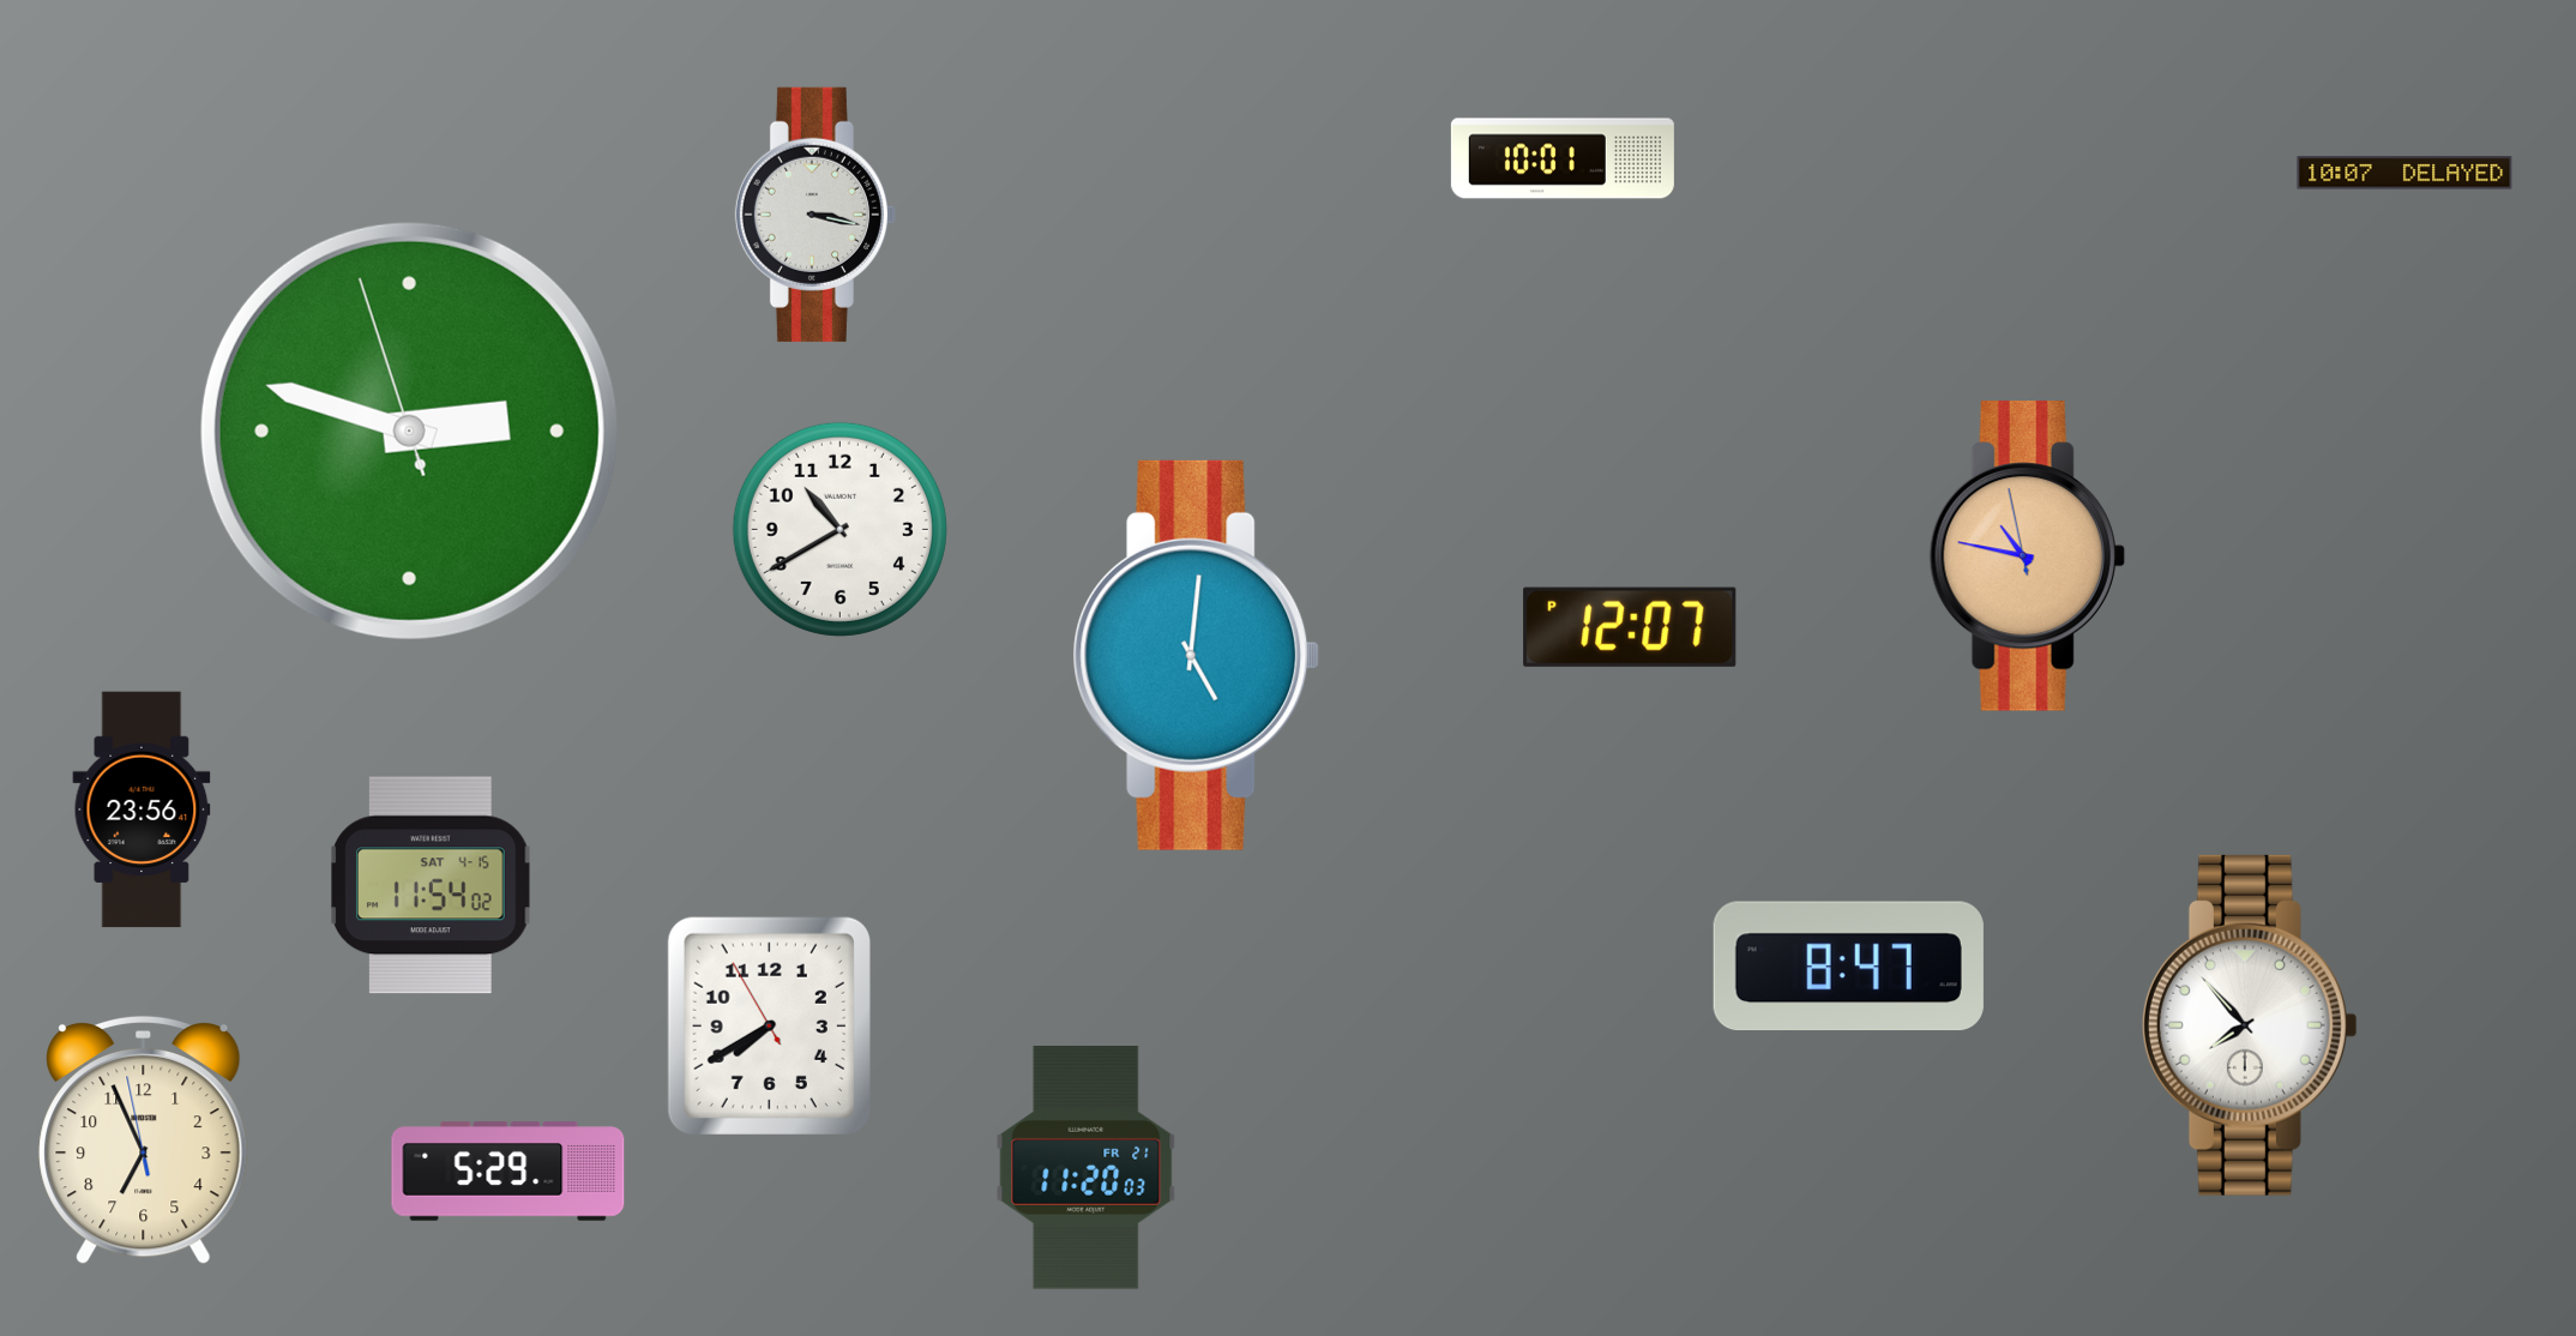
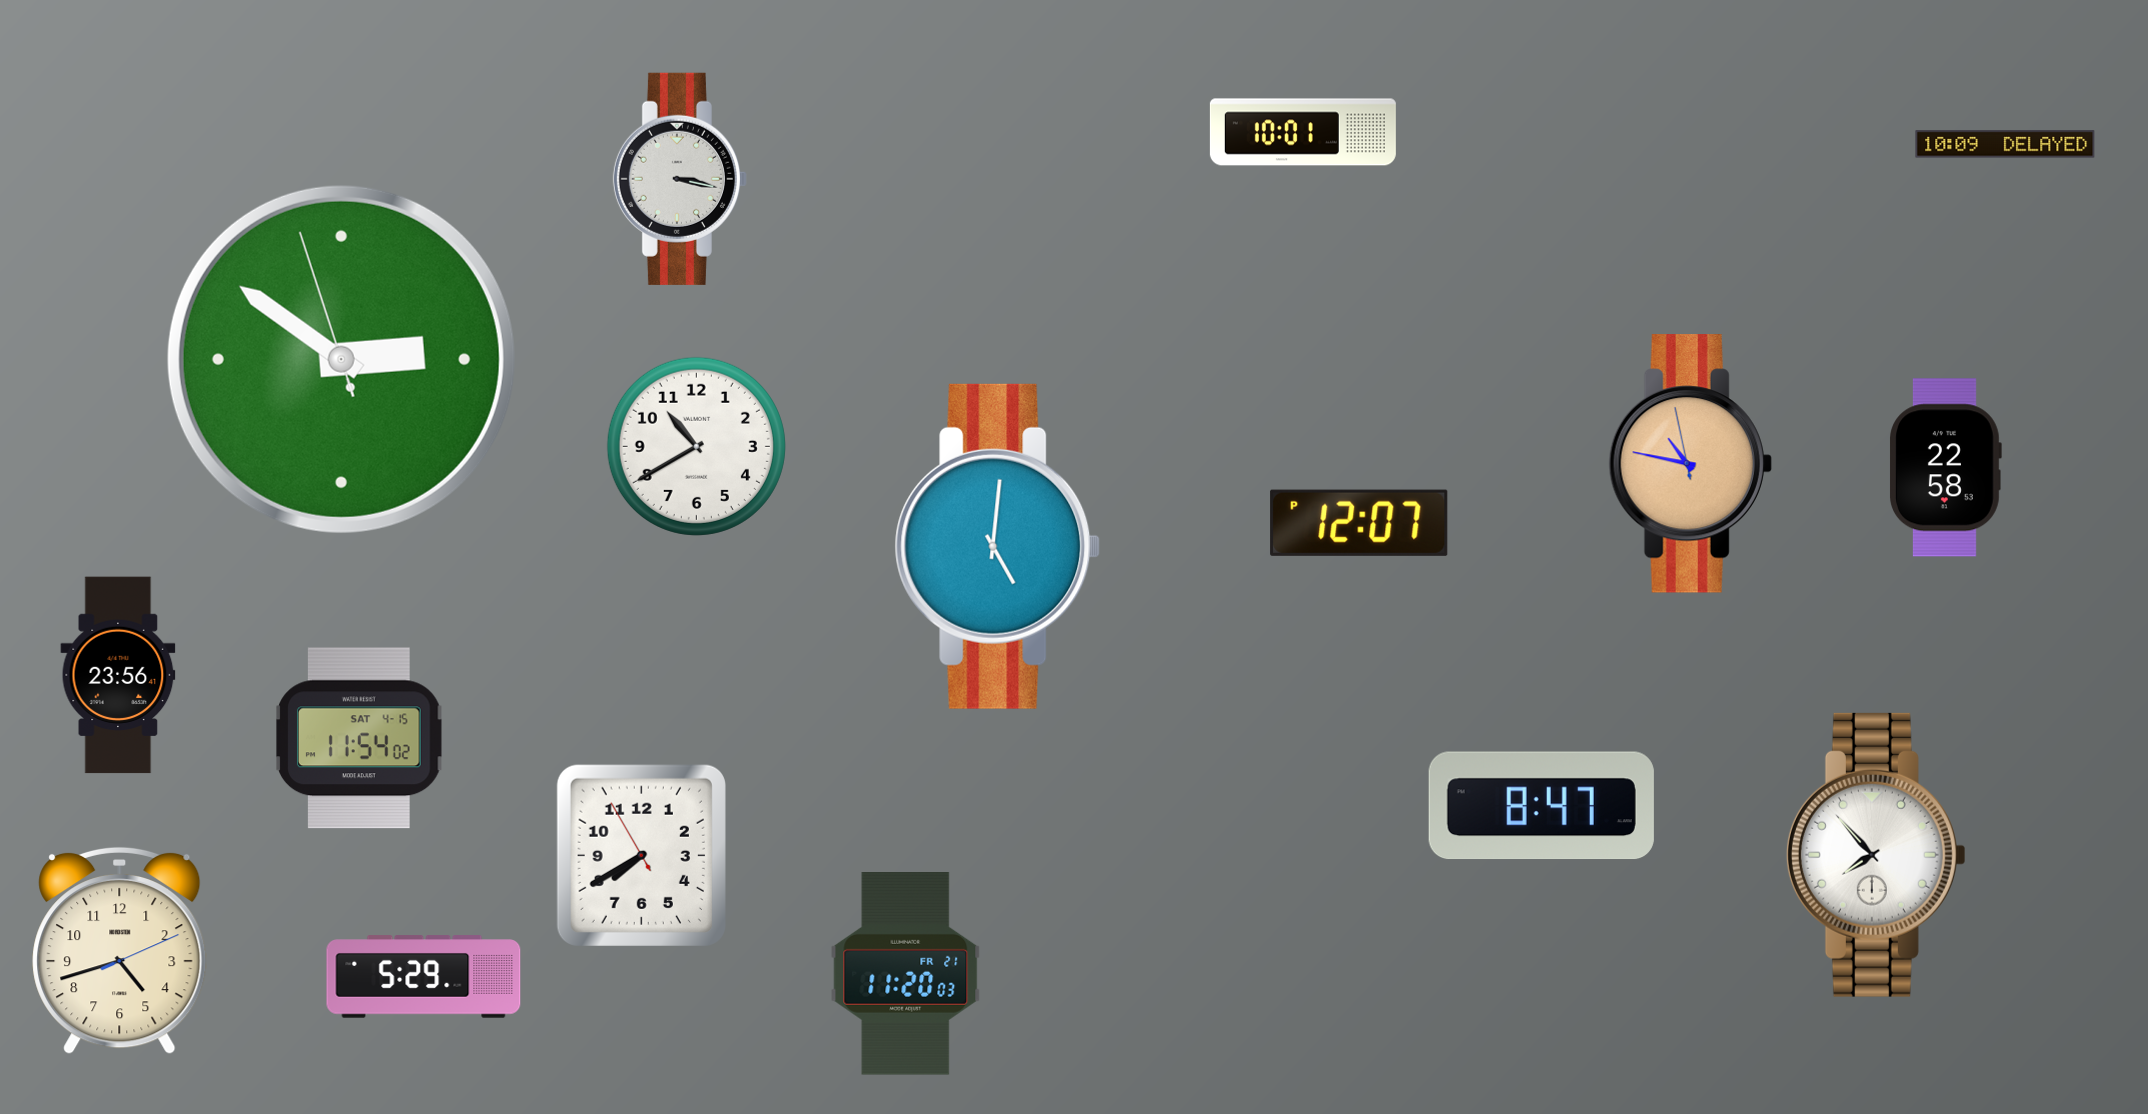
clock at (2405, 173): 10:07 -> 10:09
clock at (409, 431): 2:47 -> 2:50
clock at (839, 529) position: (839, 529) -> (696, 446)
clock at (1946, 468): none -> 22:58
clock at (144, 1139): 6:55 -> 4:42
